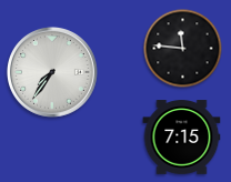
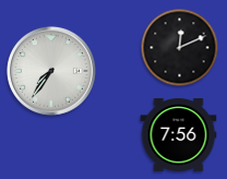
clock at (183, 49): 11:46 -> 12:11
clock at (182, 138): 7:15 -> 7:56
